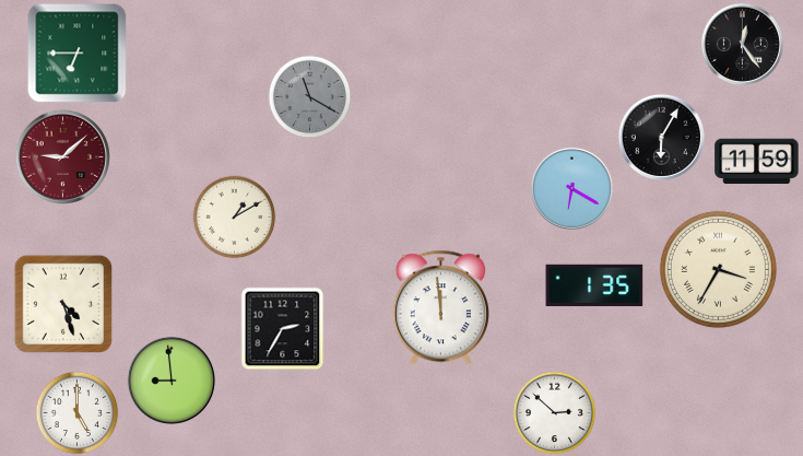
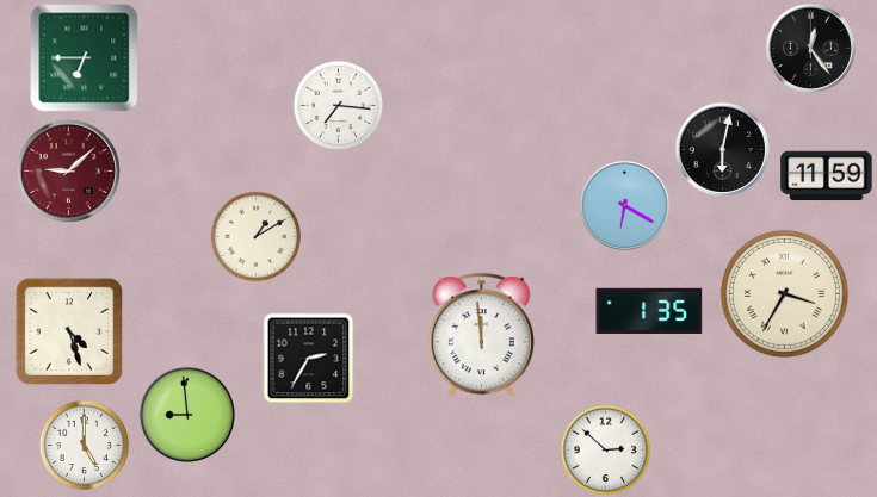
clock at (310, 97): 11:20 -> 7:16
clock at (310, 97) dial: grey -> white
clock at (661, 137): 6:05 -> 6:02
clock at (78, 413) position: (78, 413) -> (85, 446)
